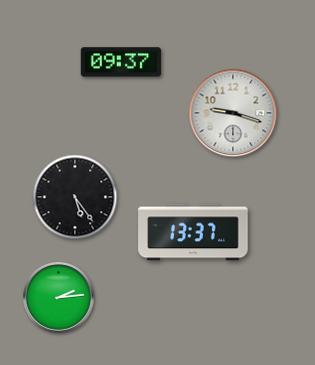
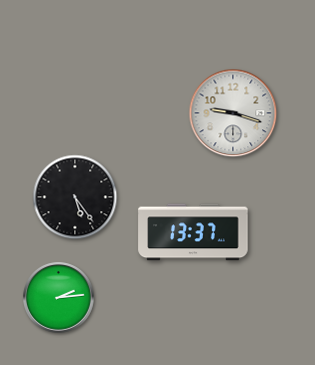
clock at (121, 62): 09:37 -> none
